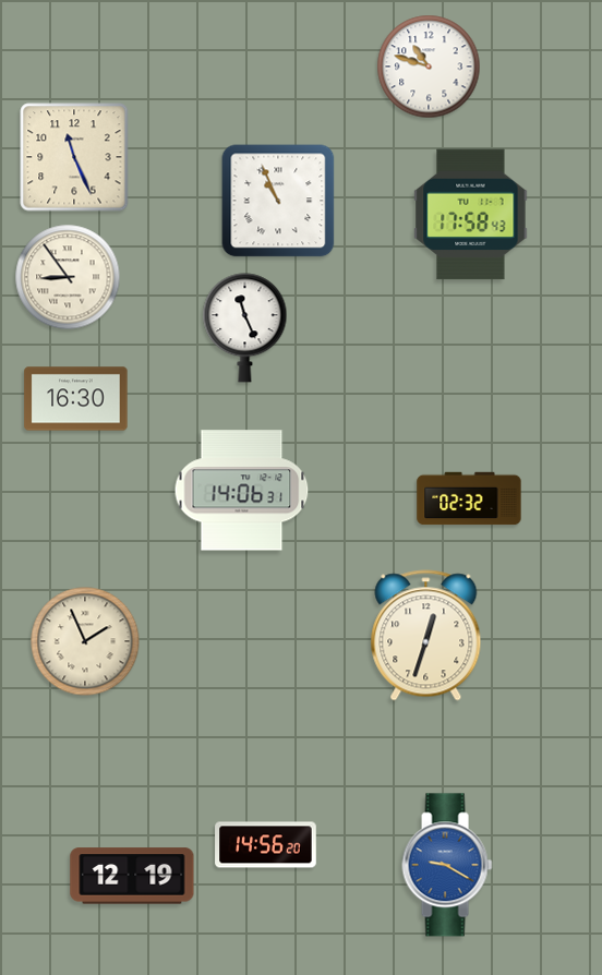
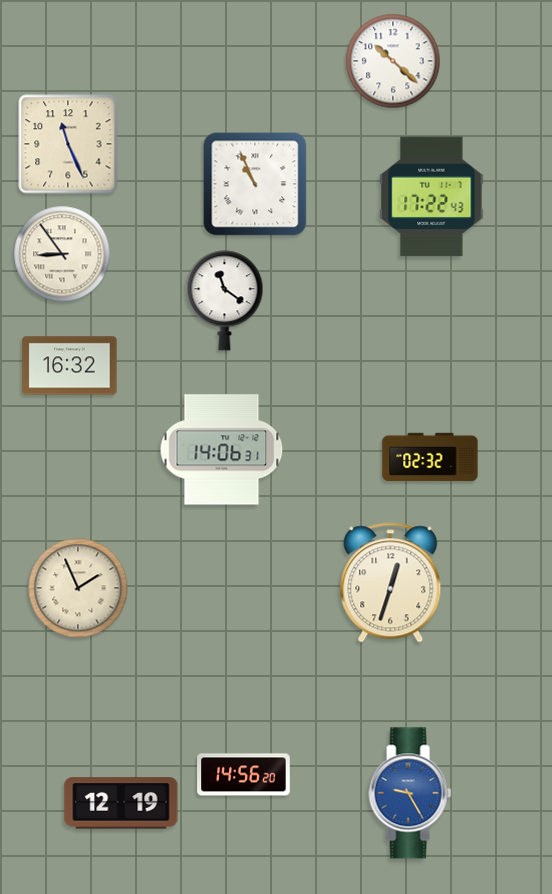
clock at (429, 67): 10:48 -> 10:22
clock at (471, 215): 17:58 -> 17:22
clock at (245, 328): 11:26 -> 11:21
clock at (76, 399): 16:30 -> 16:32
clock at (447, 865): 9:20 -> 9:25
